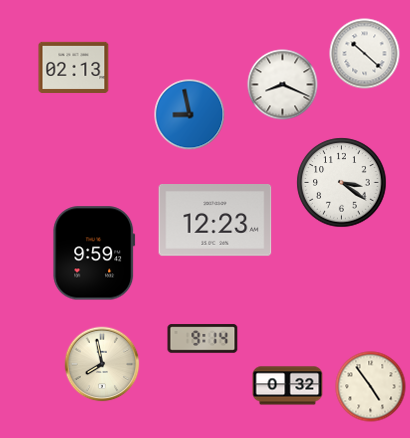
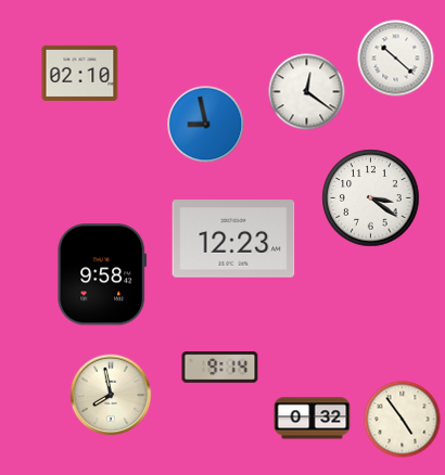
clock at (74, 67): 02:13 -> 02:10
clock at (283, 85): 8:19 -> 12:21
clock at (94, 253): 9:59 -> 9:58
